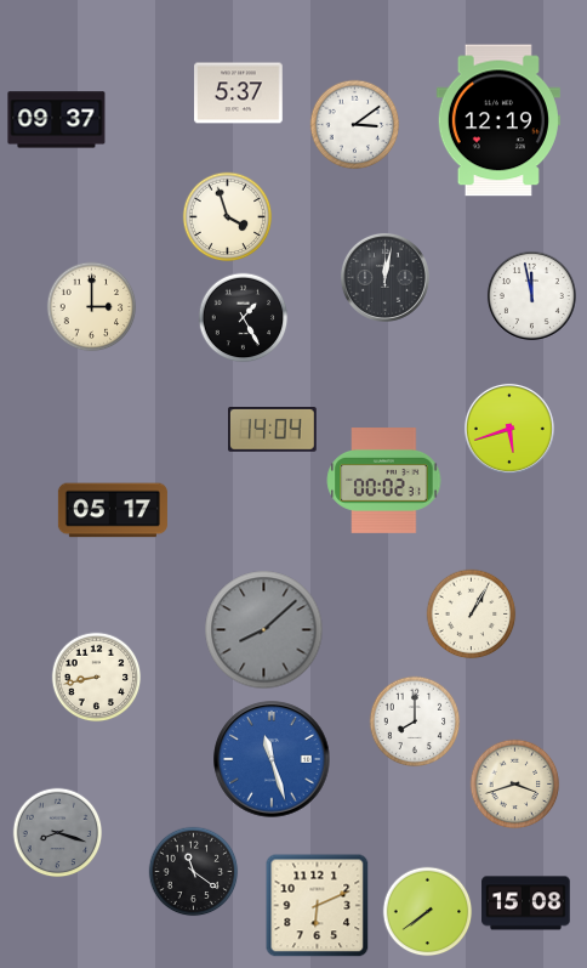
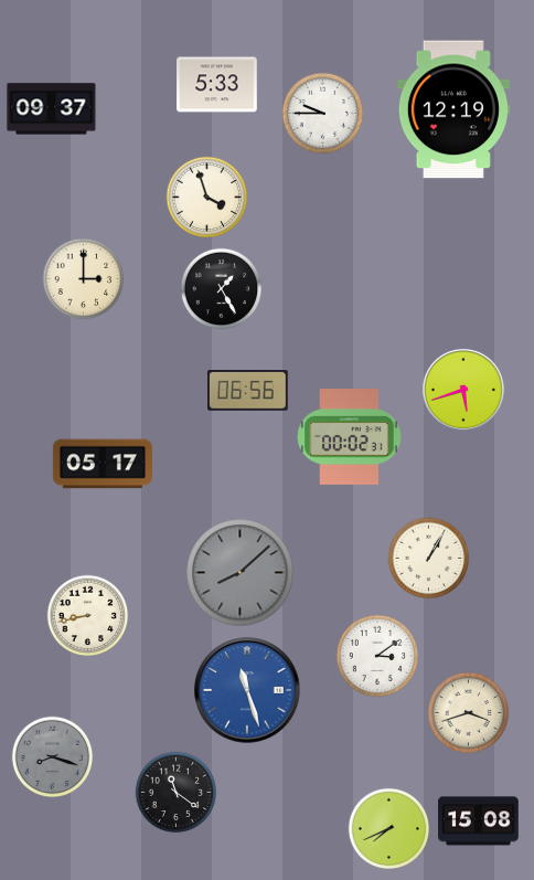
clock at (239, 94): 5:37 -> 5:33
clock at (355, 125): 3:09 -> 9:45
clock at (384, 277): 12:02 -> none
clock at (531, 295): 11:58 -> none
clock at (273, 430): 14:04 -> 06:56
clock at (415, 721): 8:00 -> 3:09
clock at (318, 906): 6:11 -> none
clock at (428, 912): 7:39 -> 7:41
